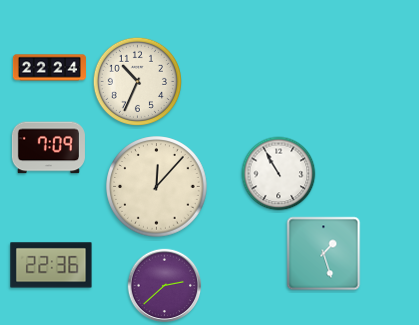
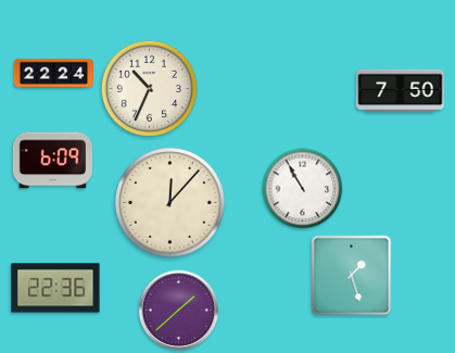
clock at (401, 91): none -> 7:50
clock at (48, 148): 7:09 -> 6:09
clock at (165, 286): 2:38 -> 1:38
